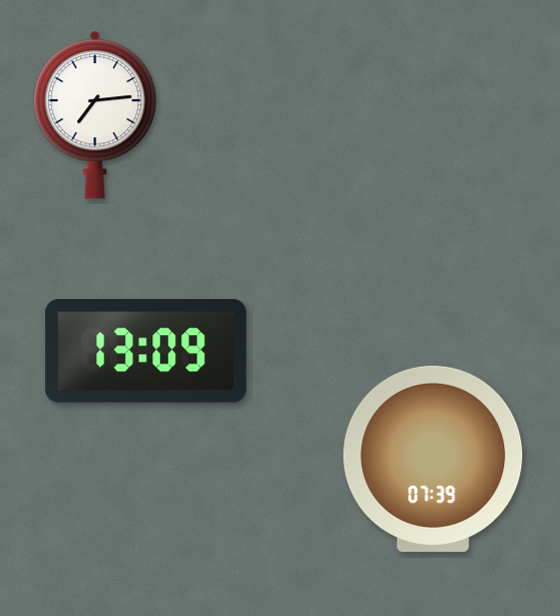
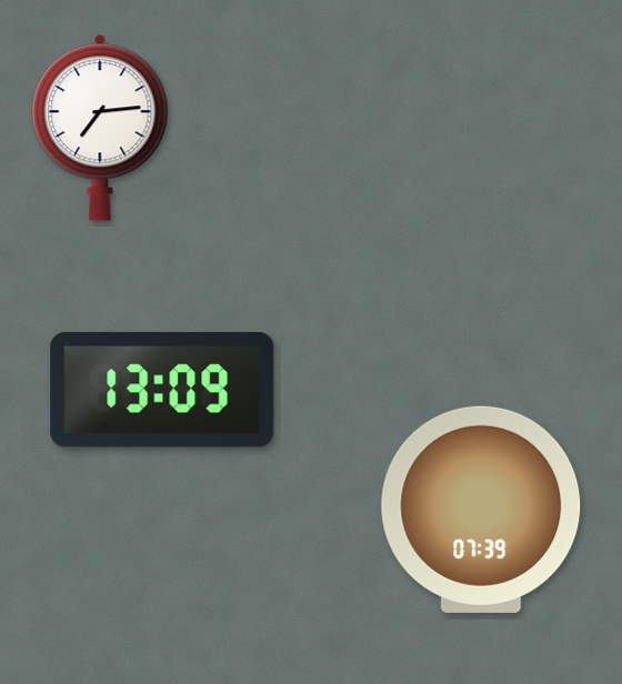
clock at (95, 115) position: (95, 115) -> (100, 128)
